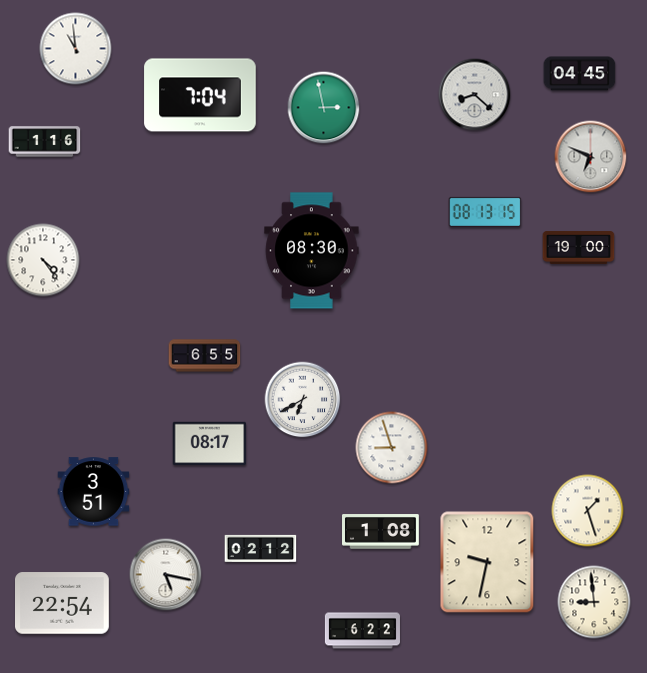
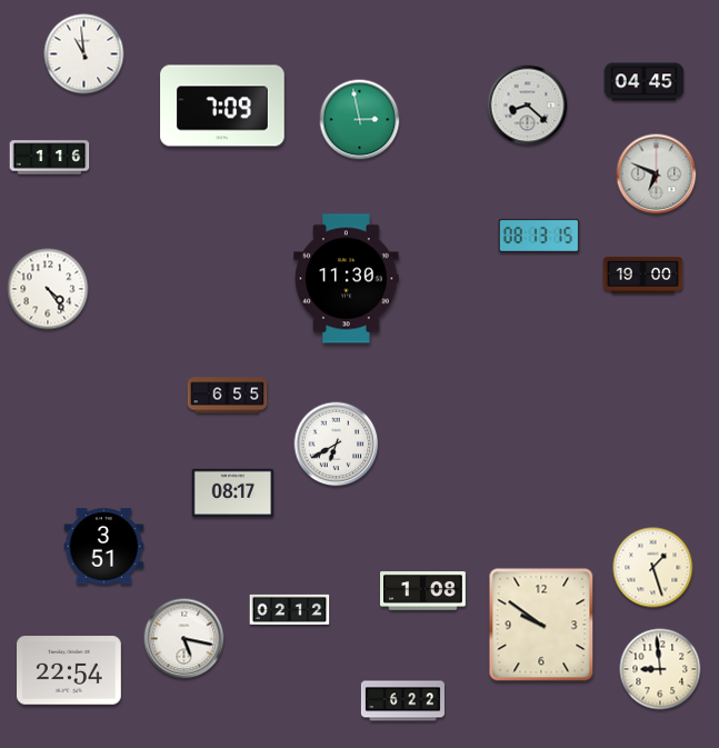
clock at (200, 95): 7:04 -> 7:09
clock at (312, 251): 08:30 -> 11:30
clock at (392, 448): 8:57 -> none
clock at (487, 562): 9:32 -> 9:51
